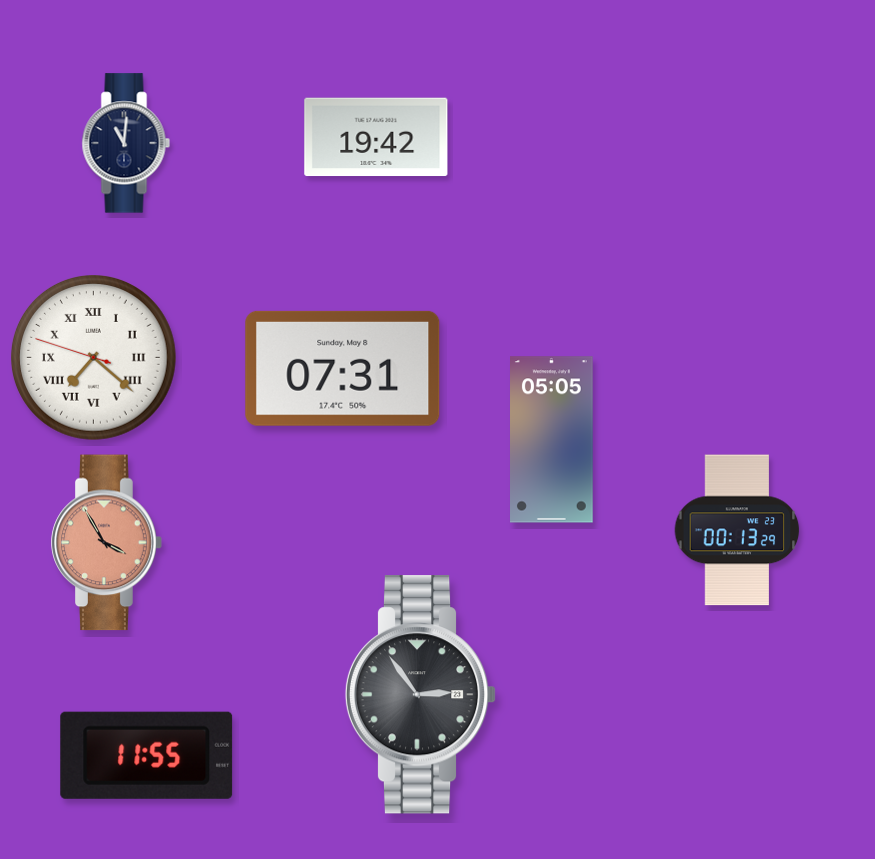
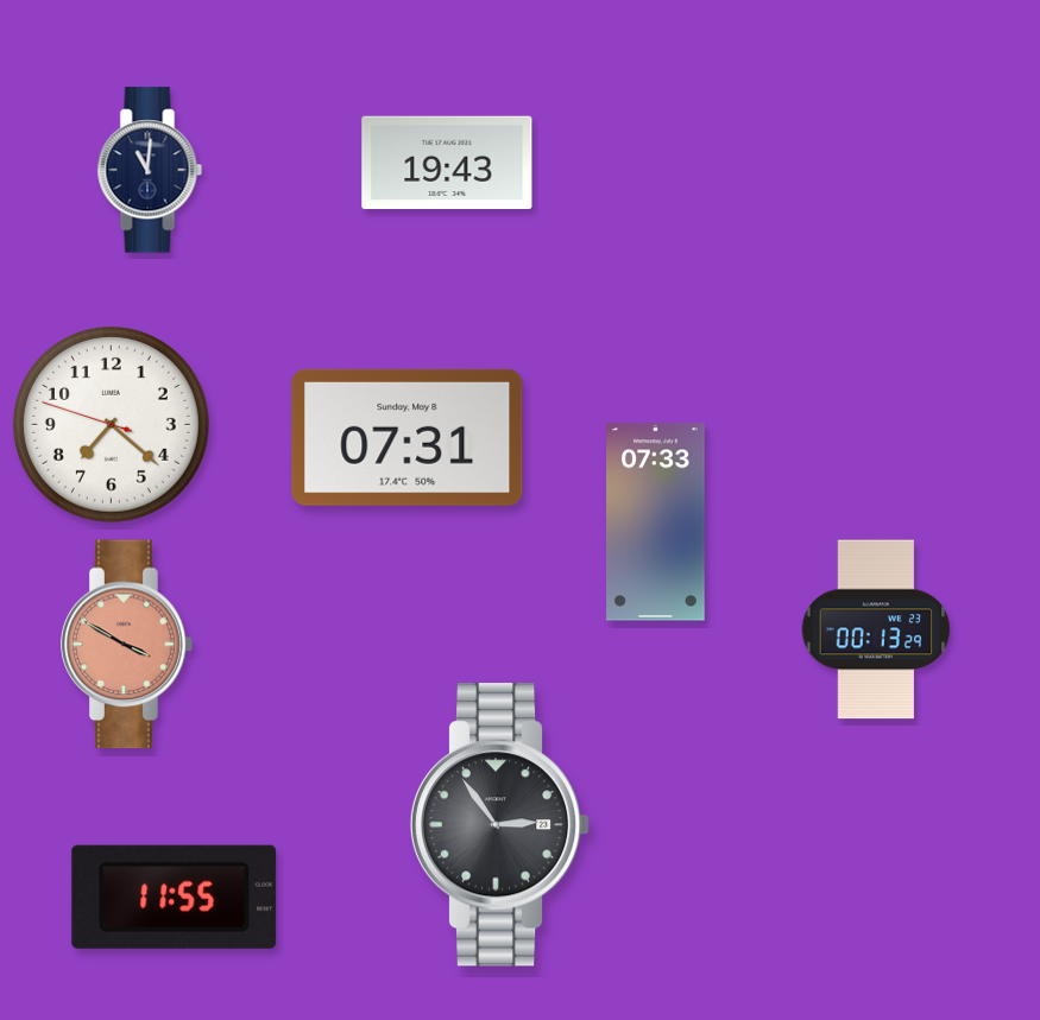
clock at (376, 137): 19:42 -> 19:43
clock at (94, 358) numerals: Roman -> Arabic
clock at (552, 440): 05:05 -> 07:33
clock at (107, 543): 3:55 -> 3:50
